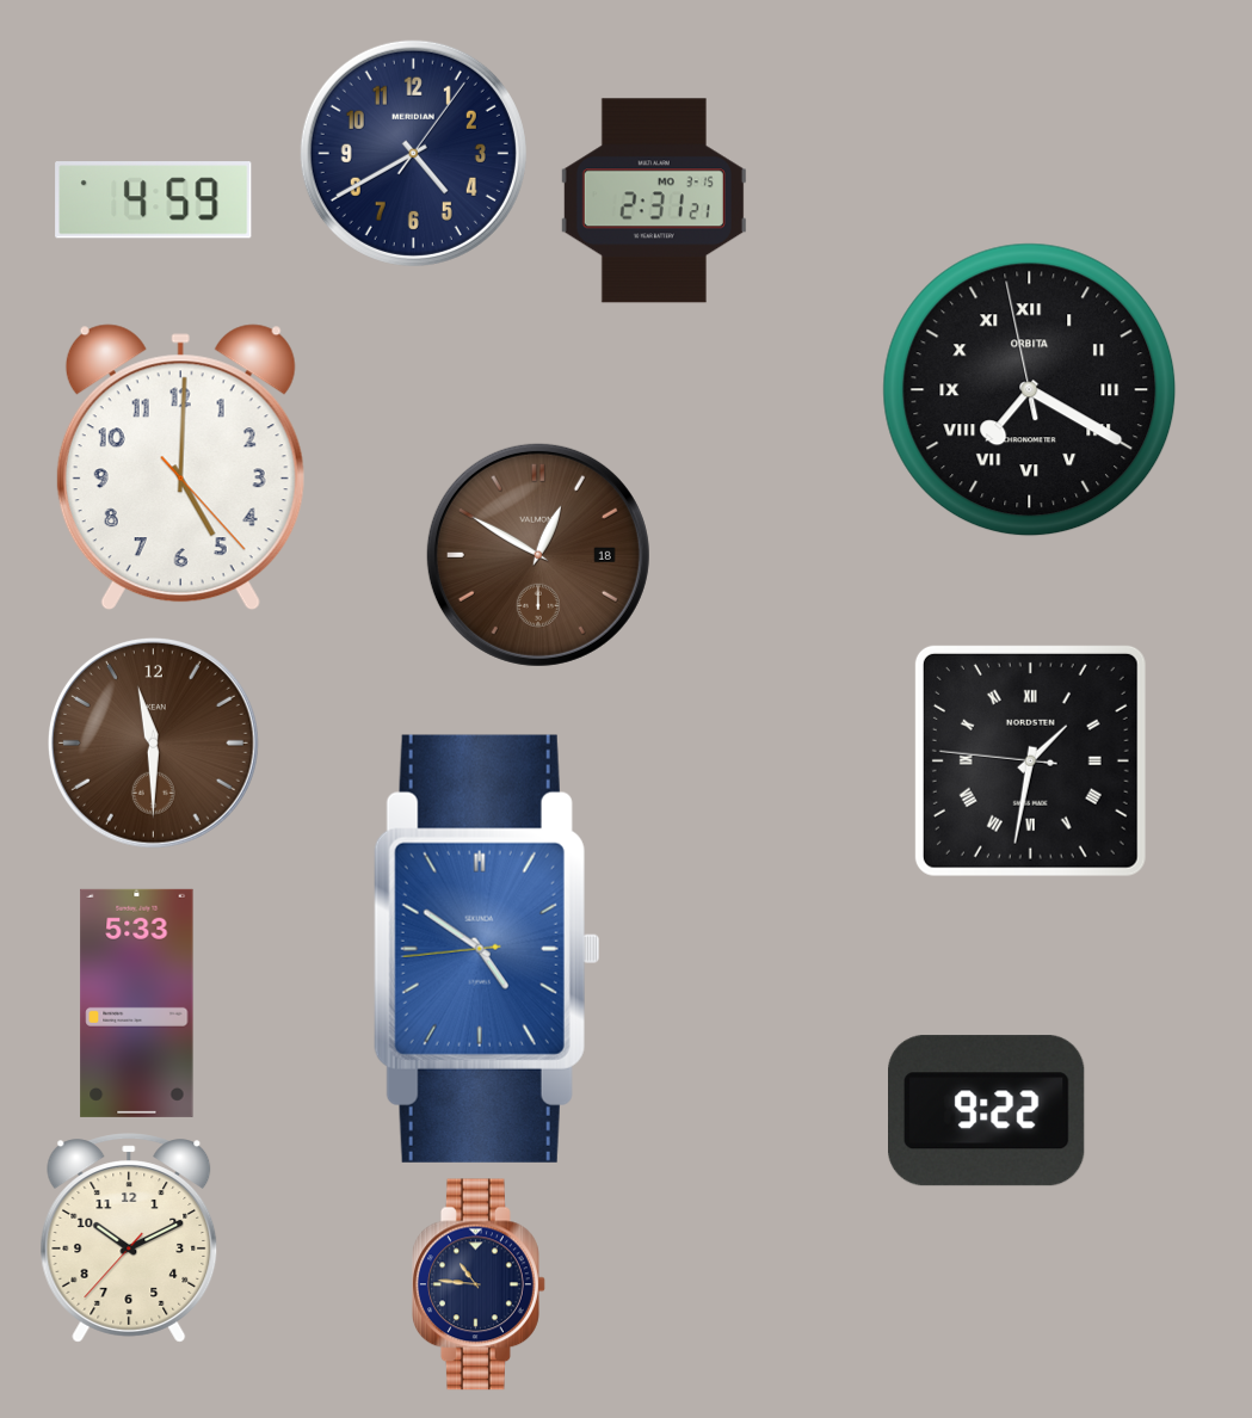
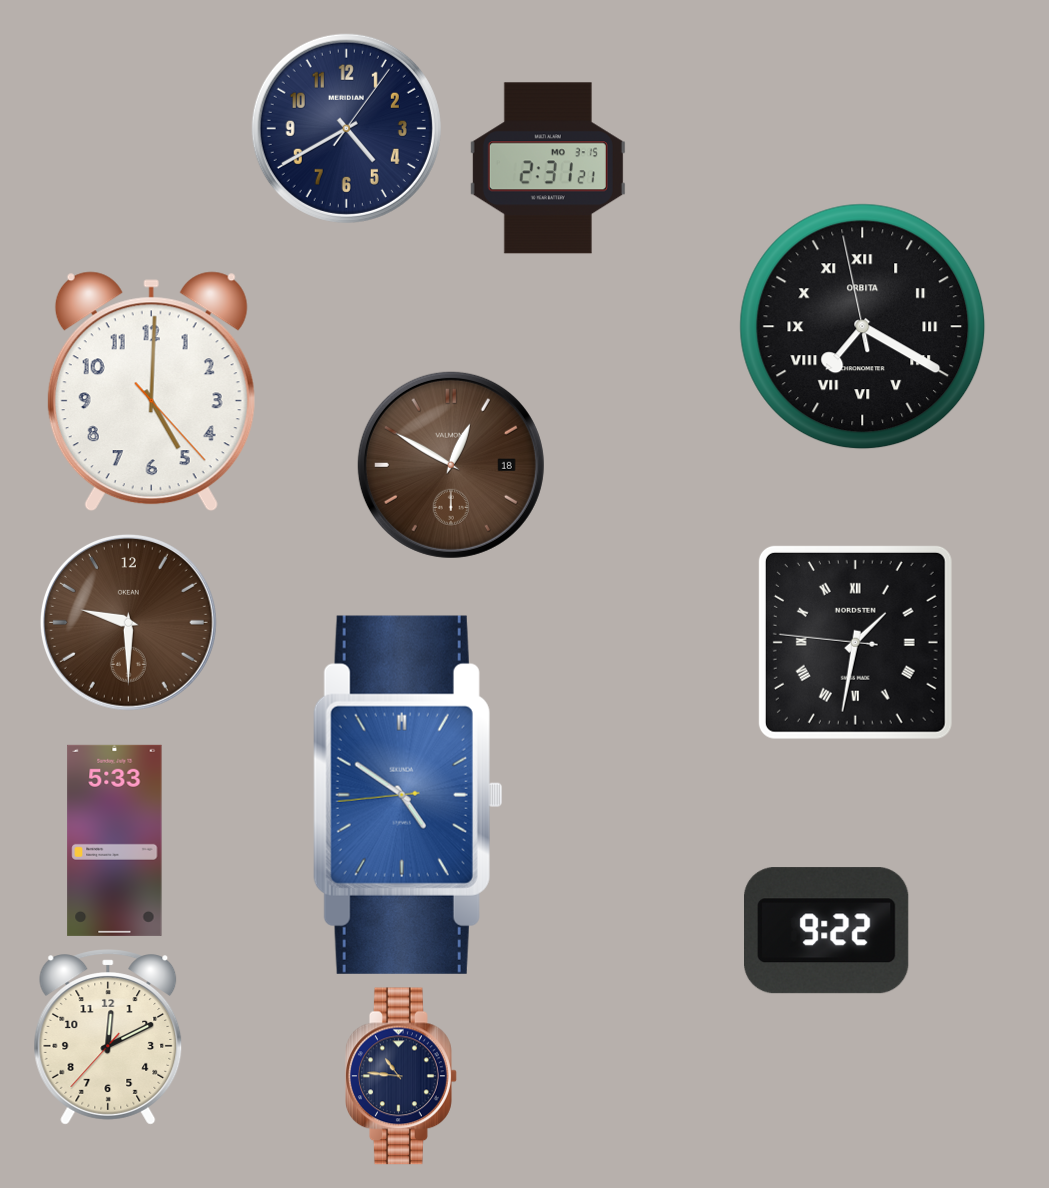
clock at (154, 201): 4:59 -> none
clock at (153, 742): 11:30 -> 9:30
clock at (1030, 760) position: (1030, 760) -> (855, 642)
clock at (129, 1238): 10:10 -> 12:10
